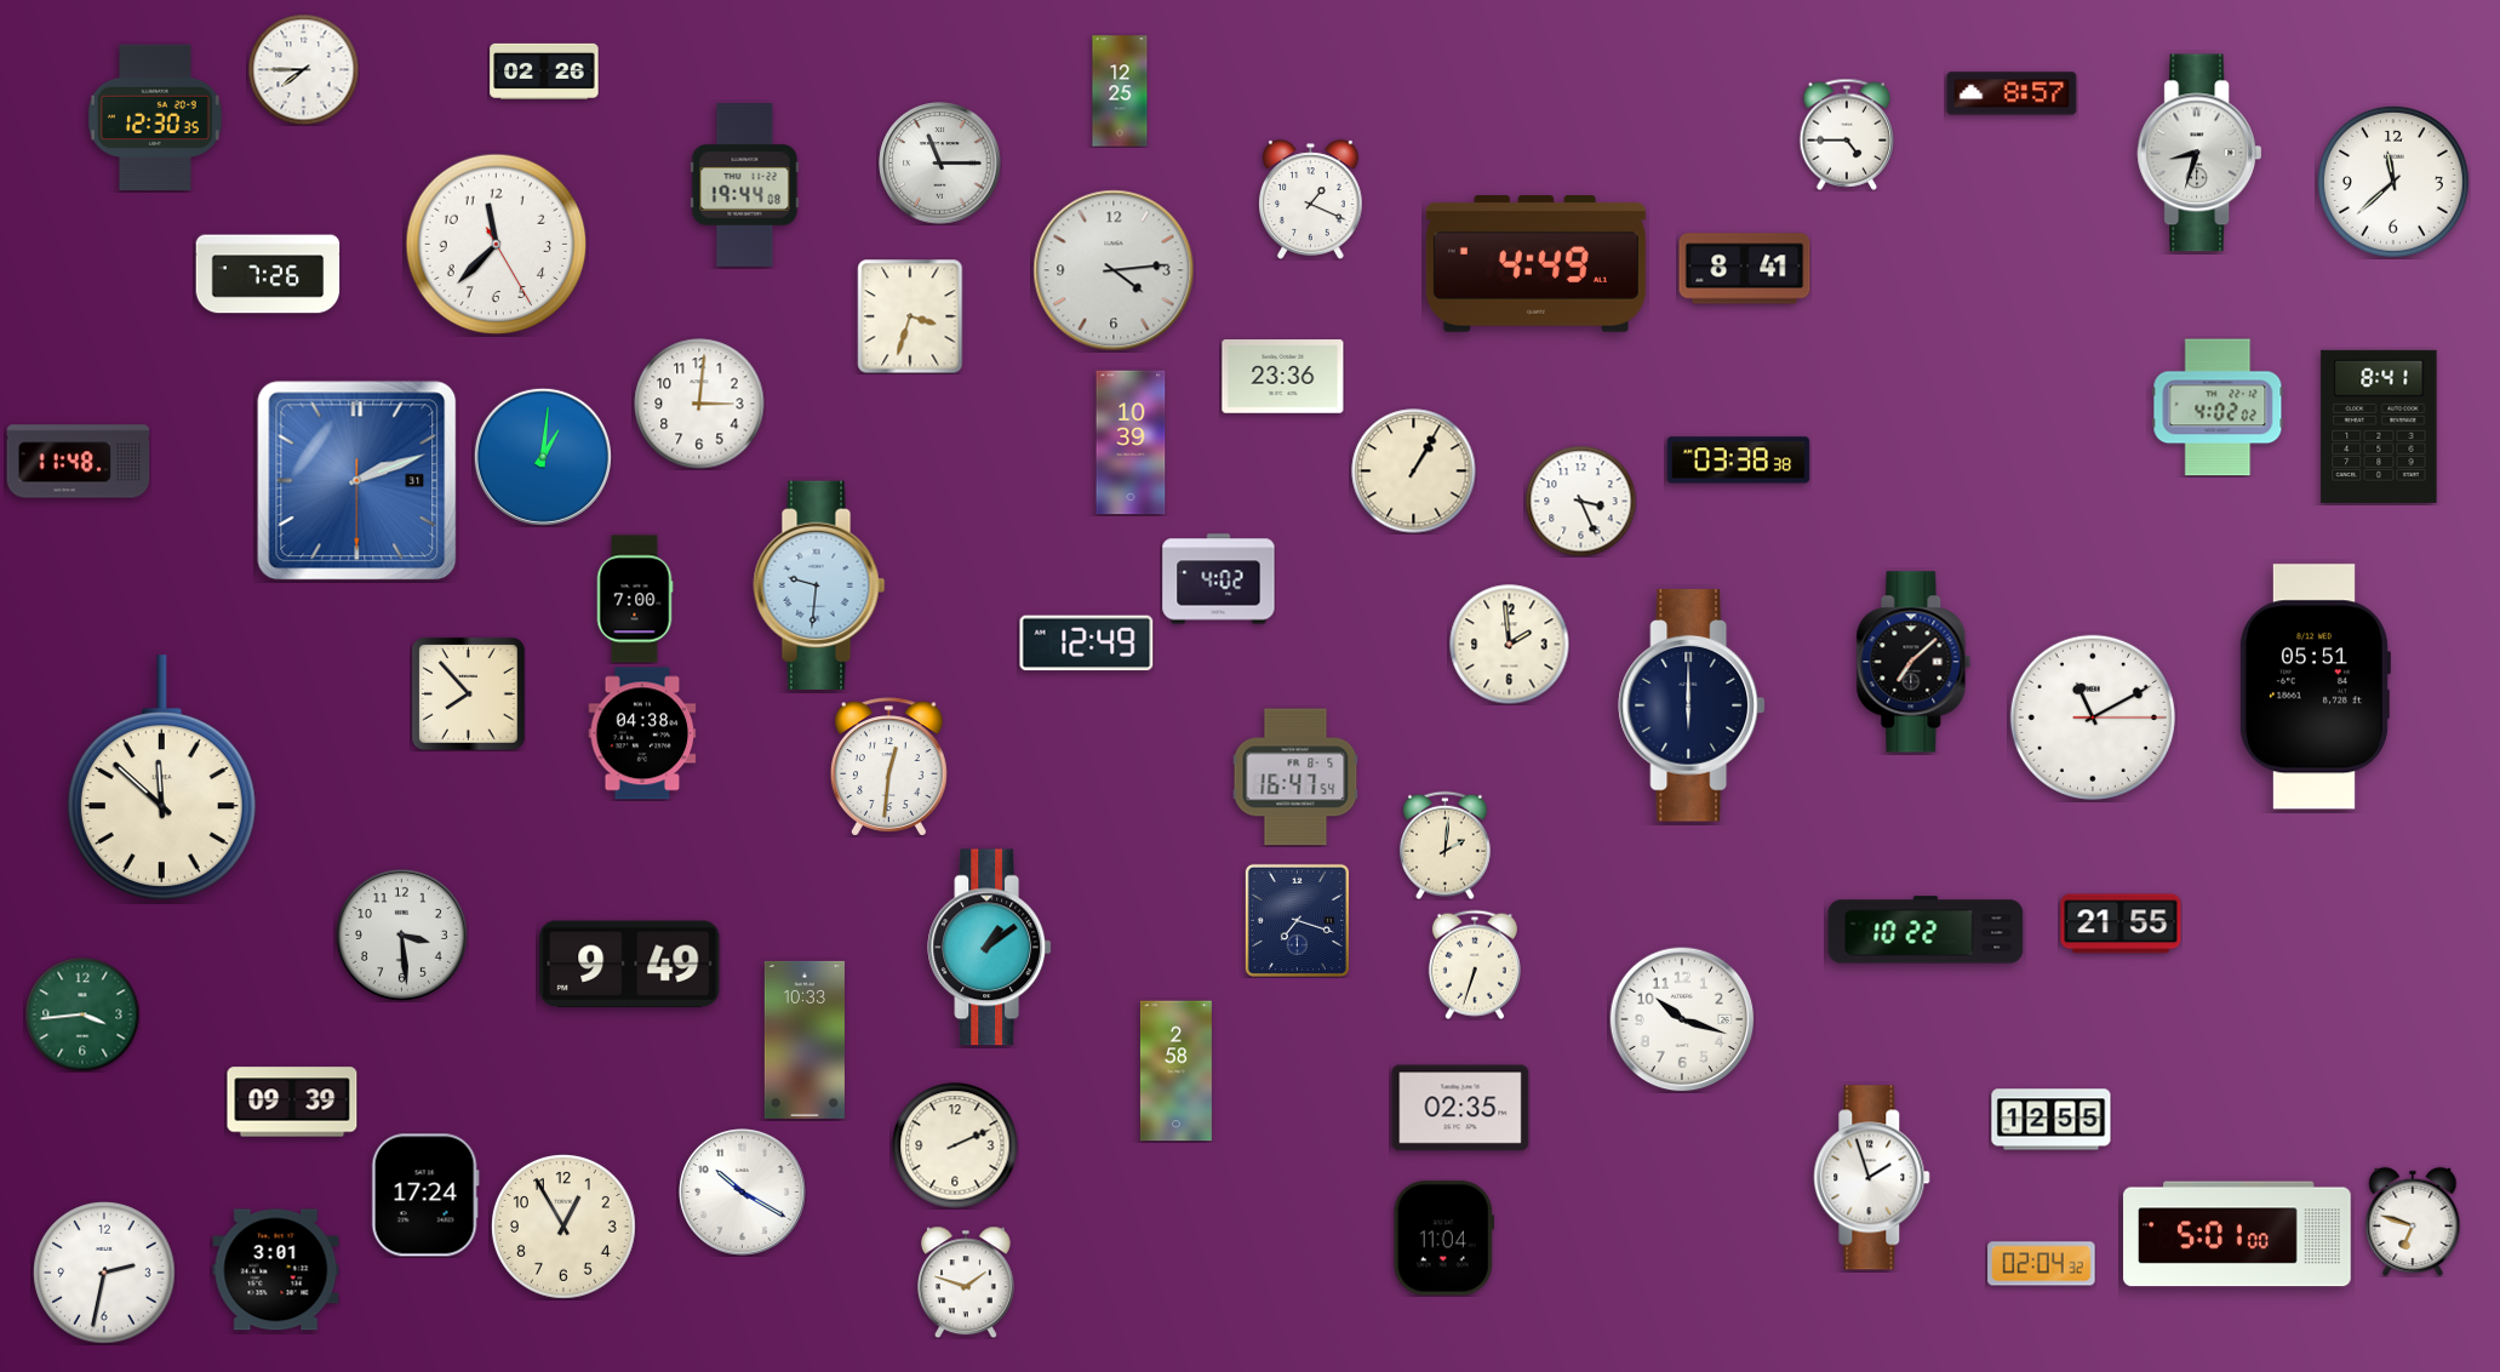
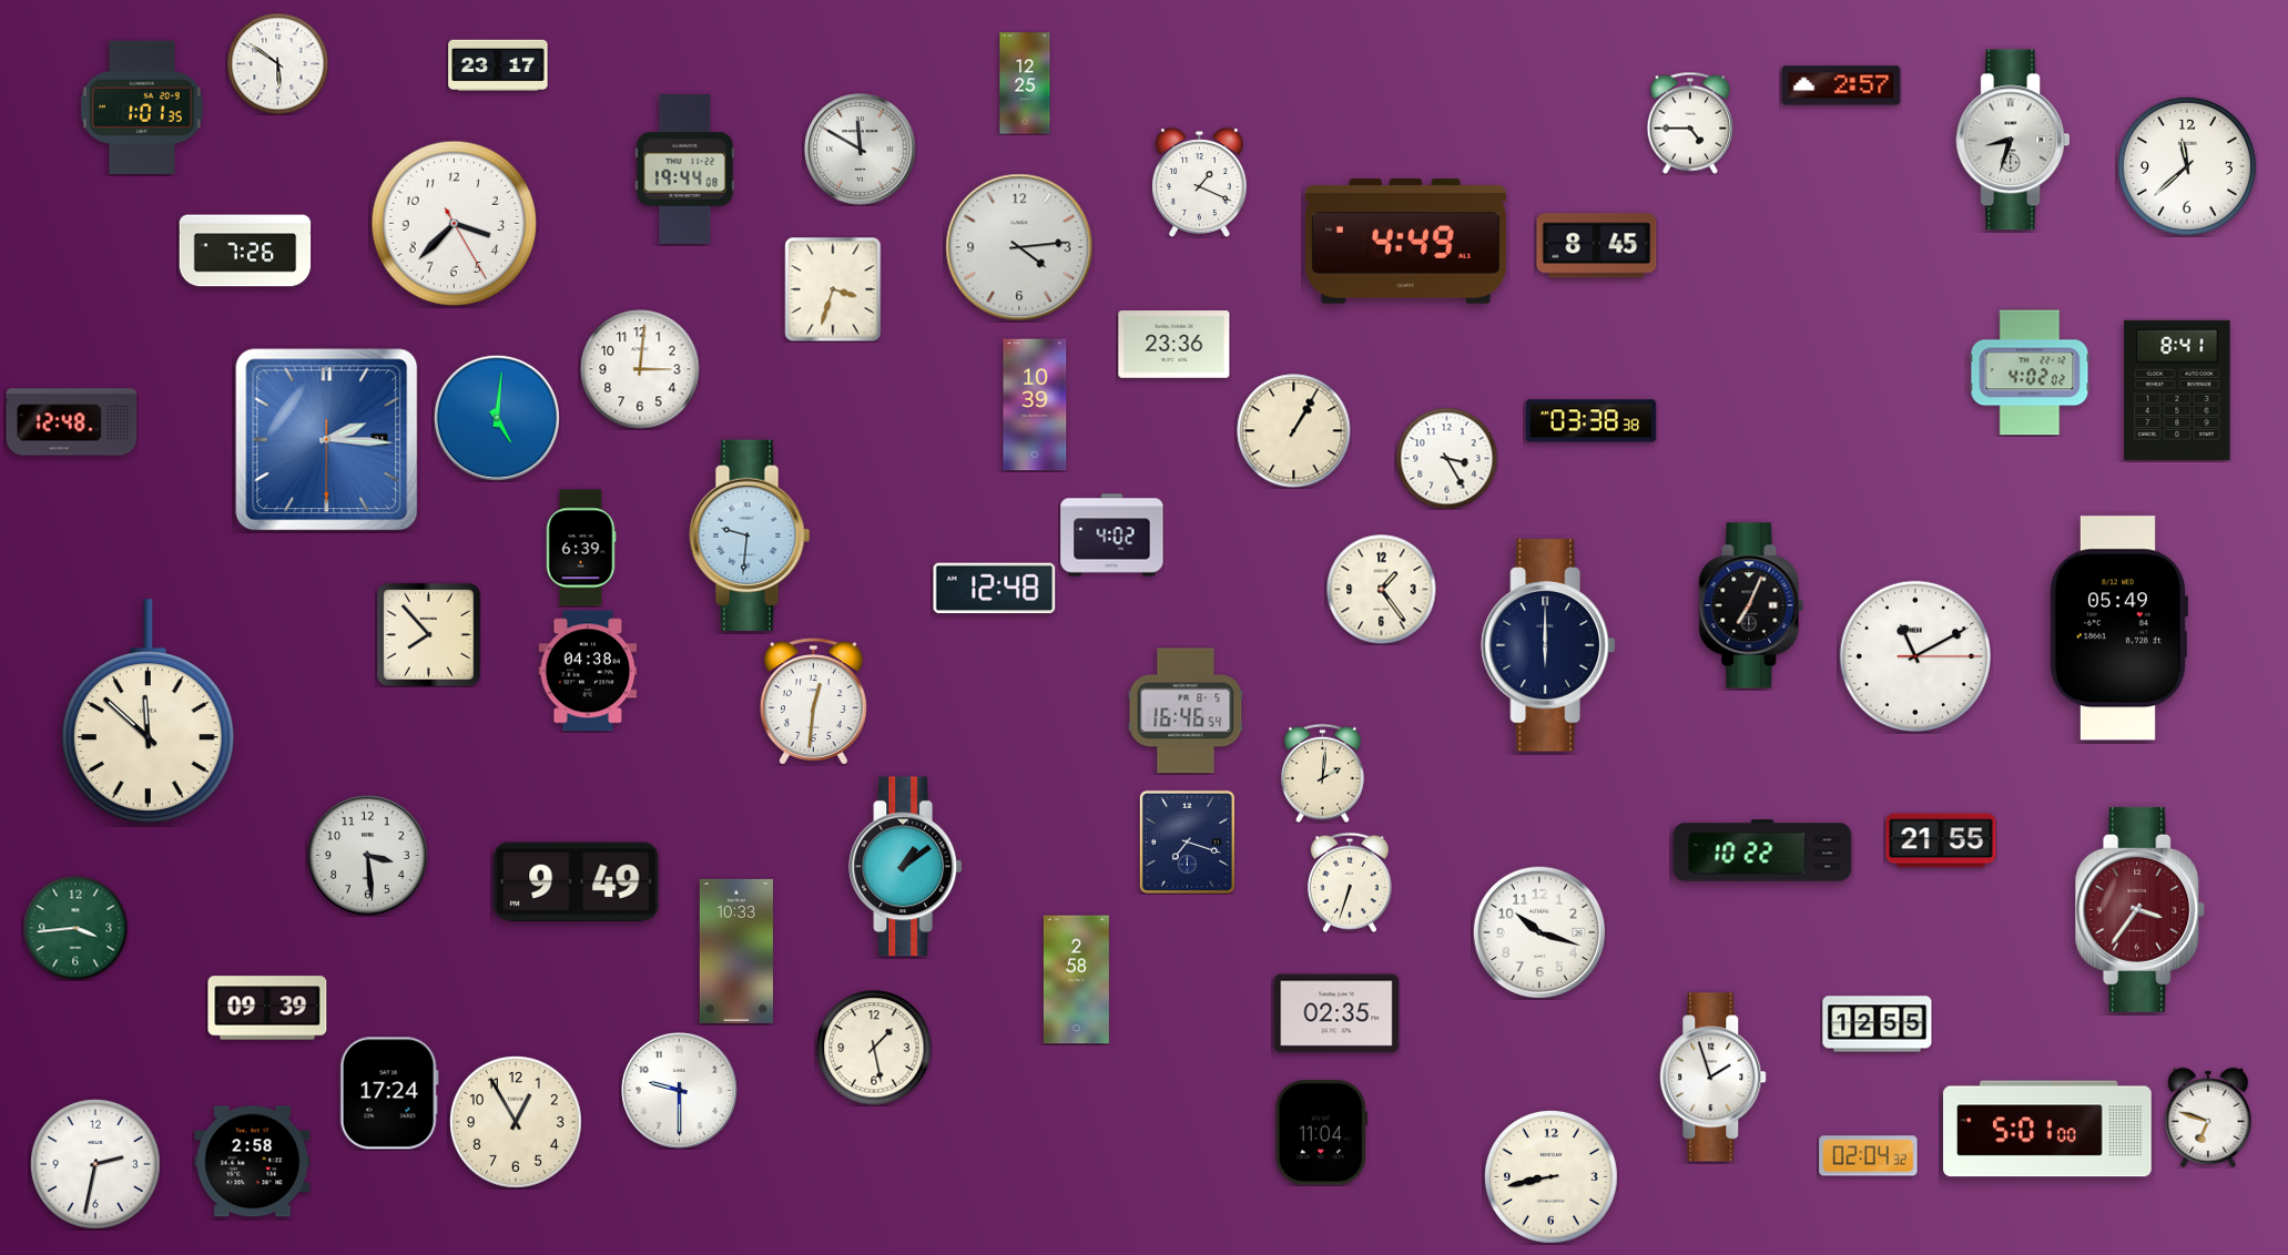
clock at (303, 69): 7:45 -> 5:51
clock at (544, 72): 02:26 -> 23:17
clock at (2012, 93): 8:57 -> 2:57
clock at (155, 118): 12:30 -> 1:01
clock at (940, 164): 11:15 -> 11:50
clock at (2393, 182) position: (2393, 182) -> (2187, 166)
clock at (745, 185) position: (745, 185) -> (685, 170)
clock at (497, 245): 11:37 -> 3:37
clock at (1745, 269): 8:41 -> 8:45
clock at (543, 457): 1:01 -> 5:01
clock at (79, 462): 11:48 -> 12:48
clock at (357, 481): 2:11 -> 2:15
clock at (1580, 501): 3:26 -> 3:25
clock at (1219, 579) position: (1219, 579) -> (1112, 535)
clock at (635, 599): 7:00 -> 6:39
clock at (1087, 644): 12:49 -> 12:48
clock at (1510, 645): 1:59 -> 1:24
clock at (1913, 662): 7:08 -> 7:04
clock at (2315, 687): 05:51 -> 05:49
clock at (1295, 777): 16:47 -> 16:46
clock at (2121, 924) position: (2121, 924) -> (1941, 840)
clock at (2140, 909): none -> 3:36
clock at (955, 1145): 2:11 -> 1:28
clock at (743, 1193): 10:20 -> 9:30
clock at (276, 1270): 3:01 -> 2:58
clock at (966, 1282): 1:48 -> none
clock at (1550, 1176): none -> 8:43
